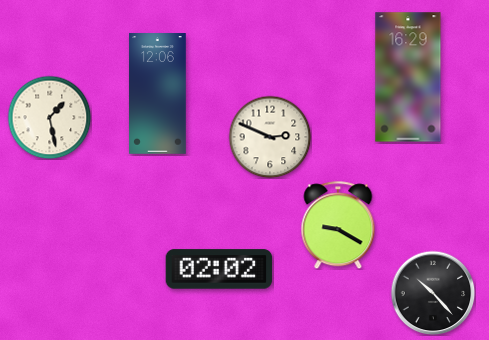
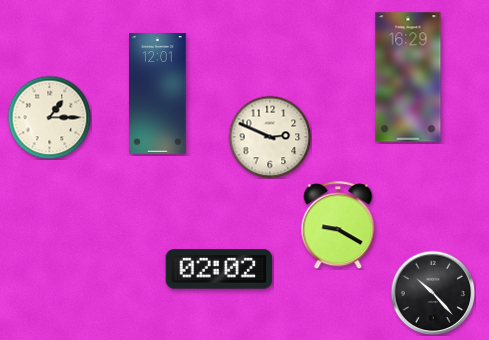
clock at (158, 94): 12:06 -> 12:01
clock at (49, 117): 1:28 -> 1:15
